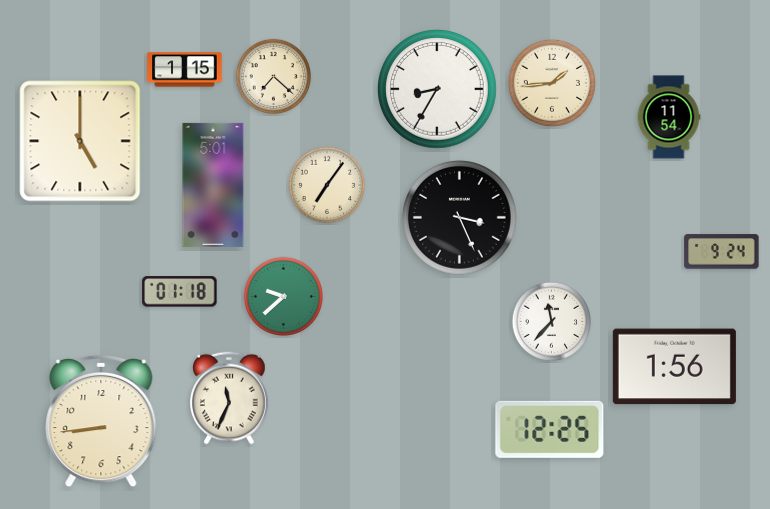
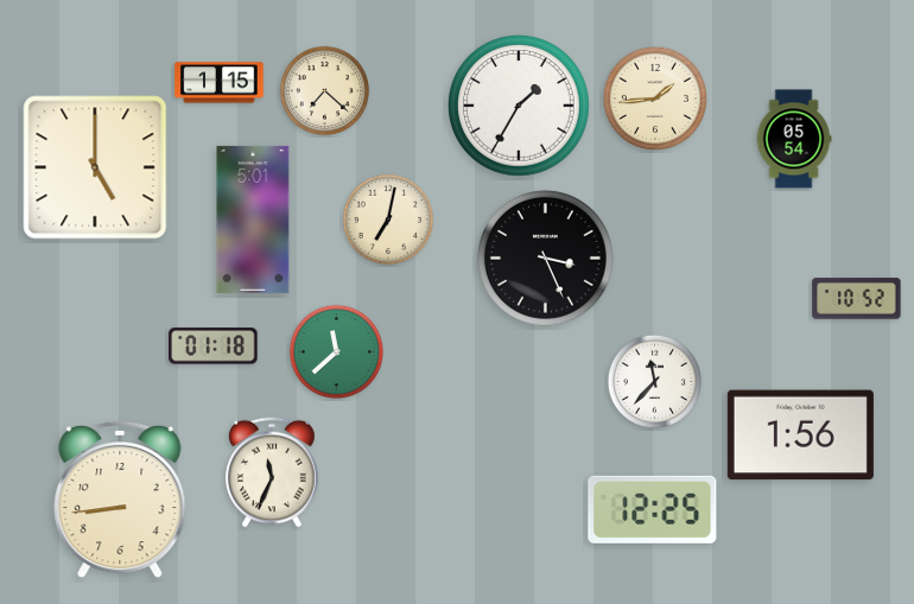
clock at (438, 90): 8:35 -> 1:35
clock at (669, 117): 11:54 -> 05:54
clock at (327, 185): 7:06 -> 7:02
clock at (722, 252): 9:24 -> 10:52
clock at (283, 296): 9:38 -> 11:38
